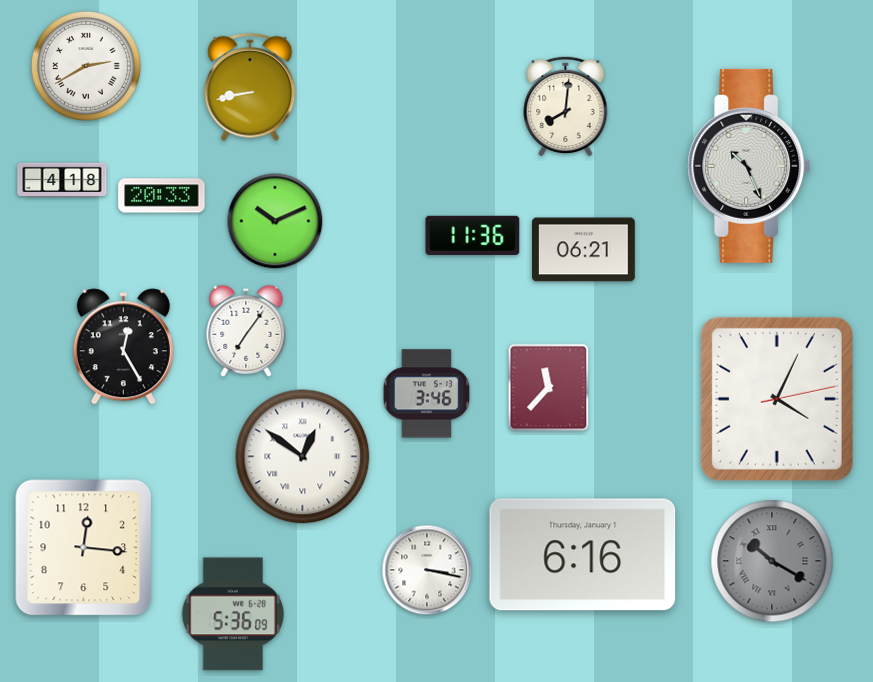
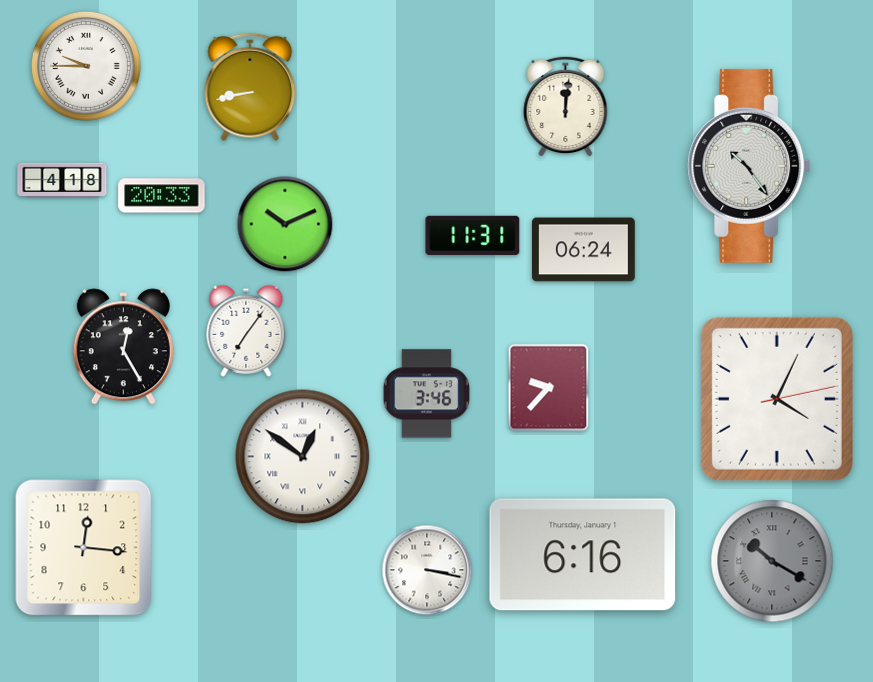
clock at (86, 66): 2:40 -> 9:45
clock at (566, 106): 8:01 -> 12:01
clock at (749, 166): 10:26 -> 10:24
clock at (275, 221) position: (275, 221) -> (285, 224)
clock at (473, 235): 11:36 -> 11:31
clock at (584, 250): 06:21 -> 06:24
clock at (549, 388): 11:37 -> 9:37
clock at (233, 614): 5:36 -> none
